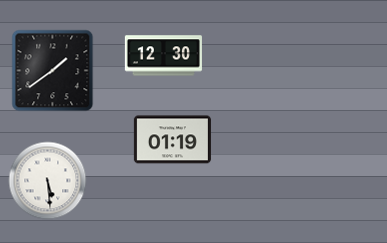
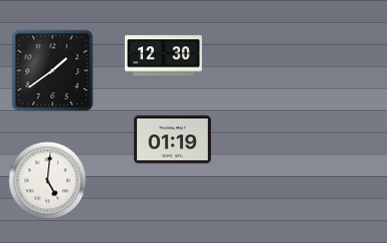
clock at (47, 180): 5:29 -> 5:01
